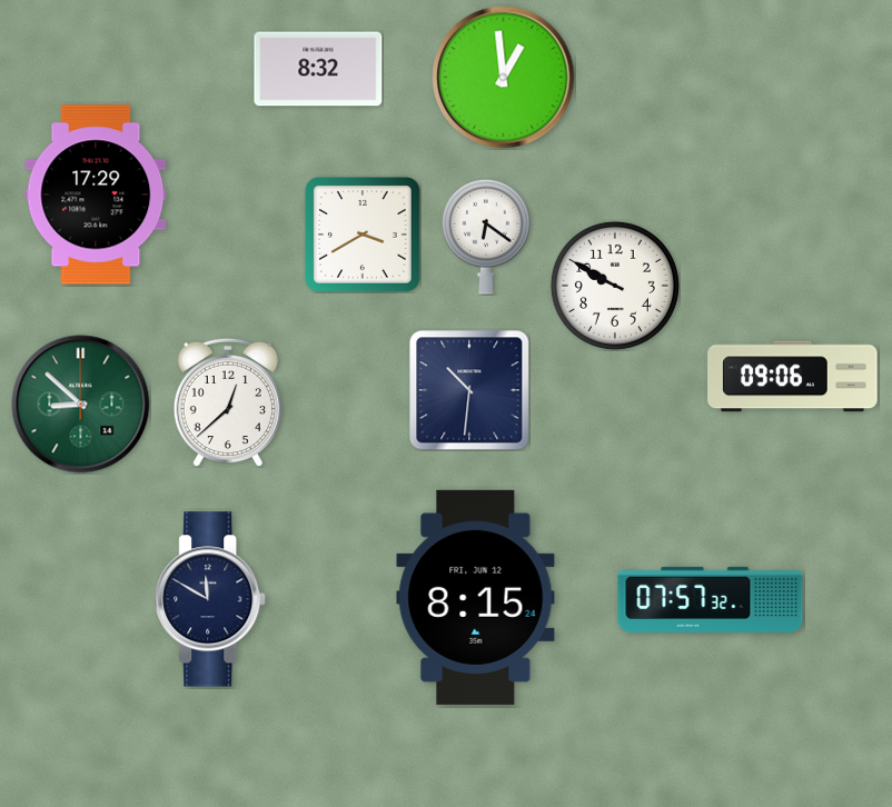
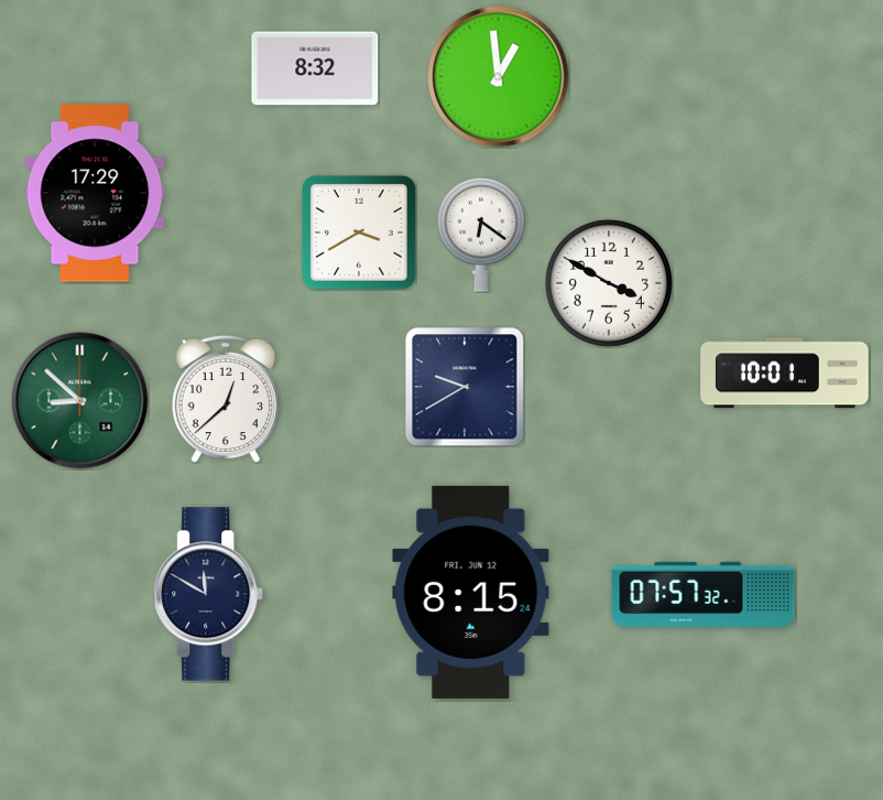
clock at (615, 286): 9:50 -> 3:50
clock at (793, 377): 09:06 -> 10:01
clock at (469, 390): 10:31 -> 9:40
